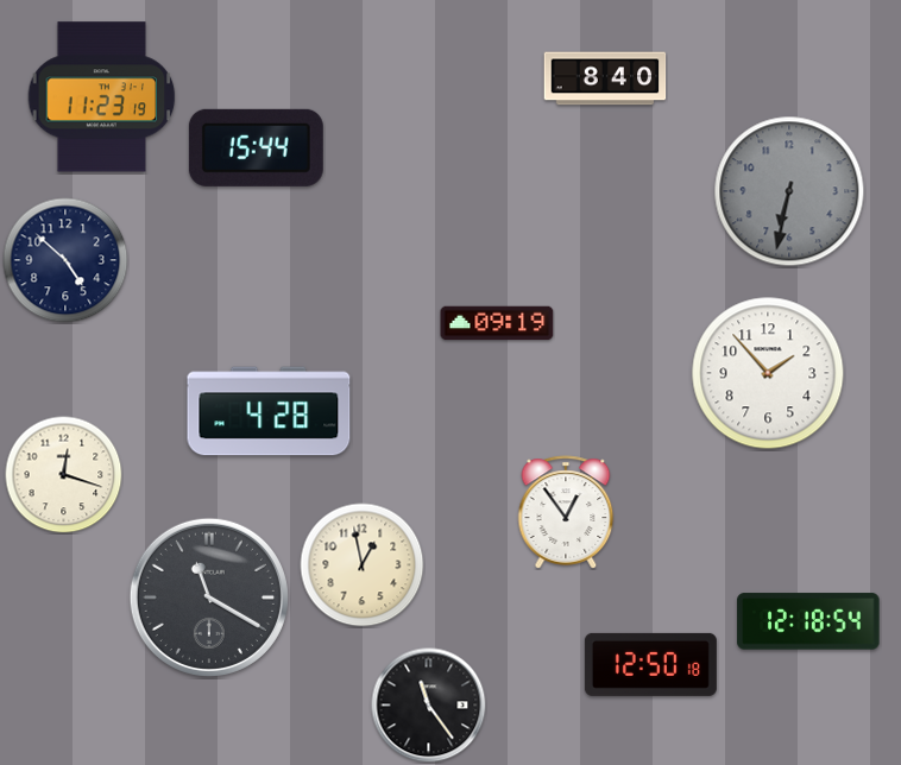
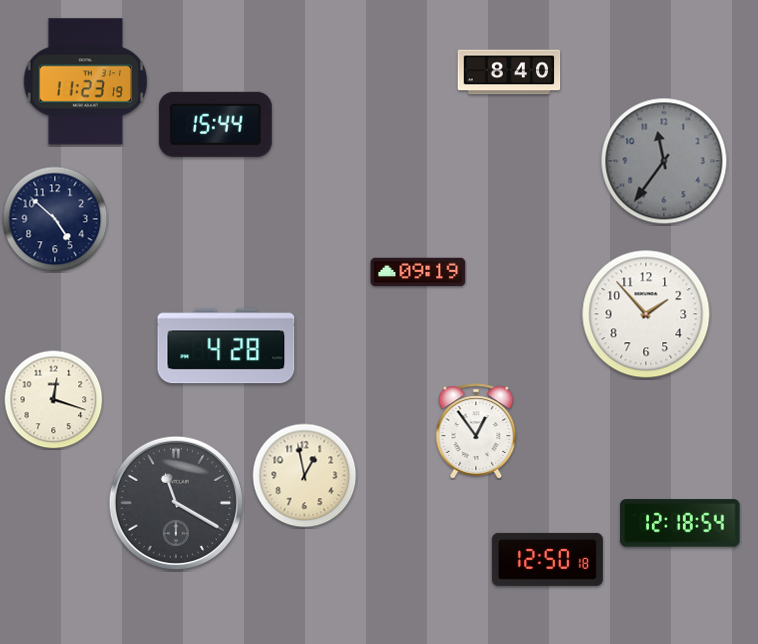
clock at (605, 78) position: (605, 78) -> (509, 72)
clock at (789, 191): 6:32 -> 11:36
clock at (429, 706): 11:24 -> none
